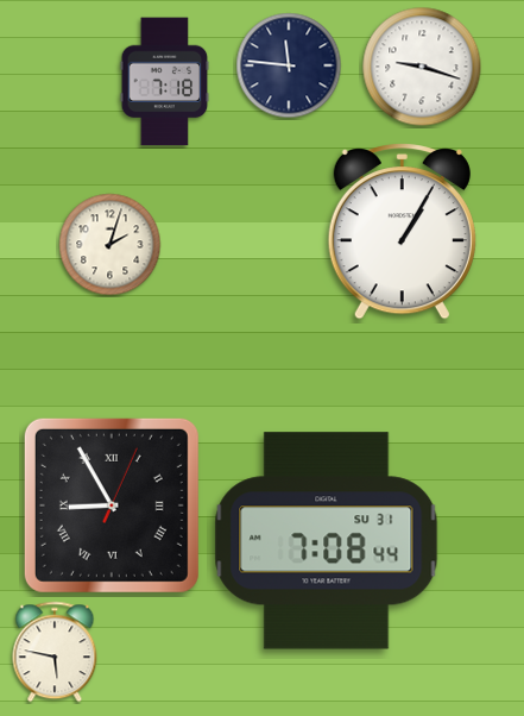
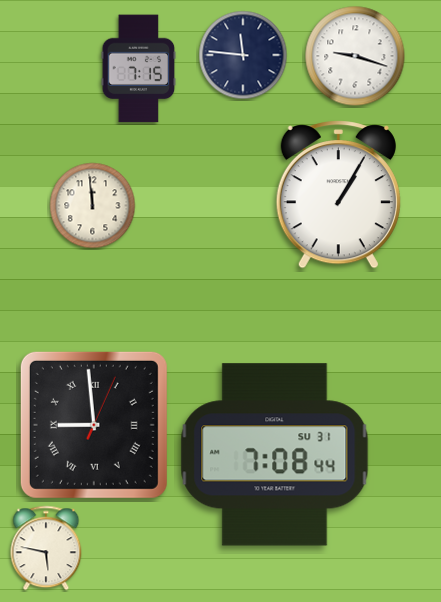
clock at (165, 82): 7:18 -> 7:15
clock at (111, 245): 2:03 -> 11:59
clock at (112, 505): 8:55 -> 8:59
